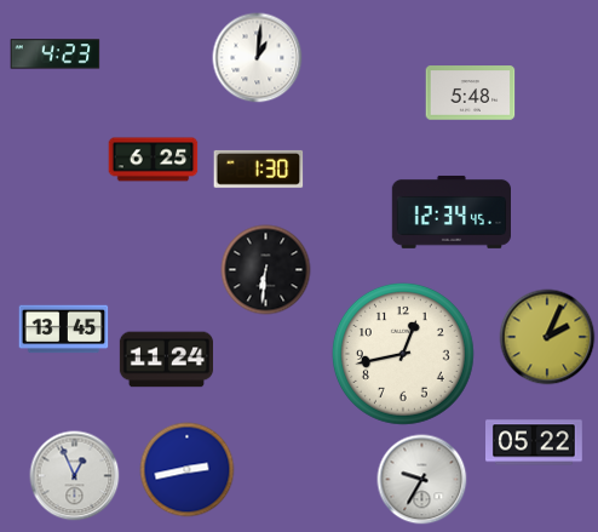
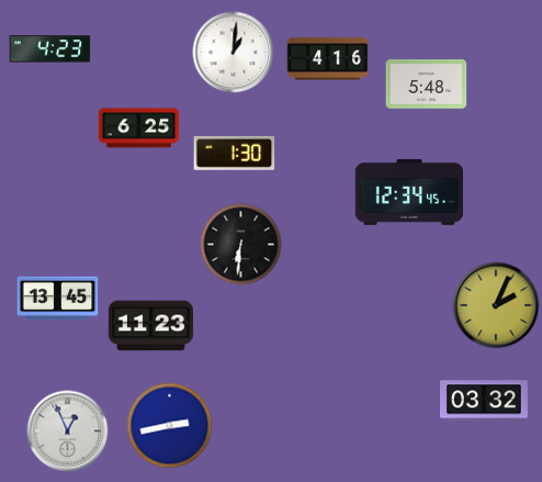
clock at (328, 59): none -> 4:16
clock at (154, 160) position: (154, 160) -> (139, 128)
clock at (403, 354): 12:43 -> none
clock at (166, 360): 11:24 -> 11:23
clock at (535, 442): 05:22 -> 03:32
clock at (422, 480): 9:35 -> none
